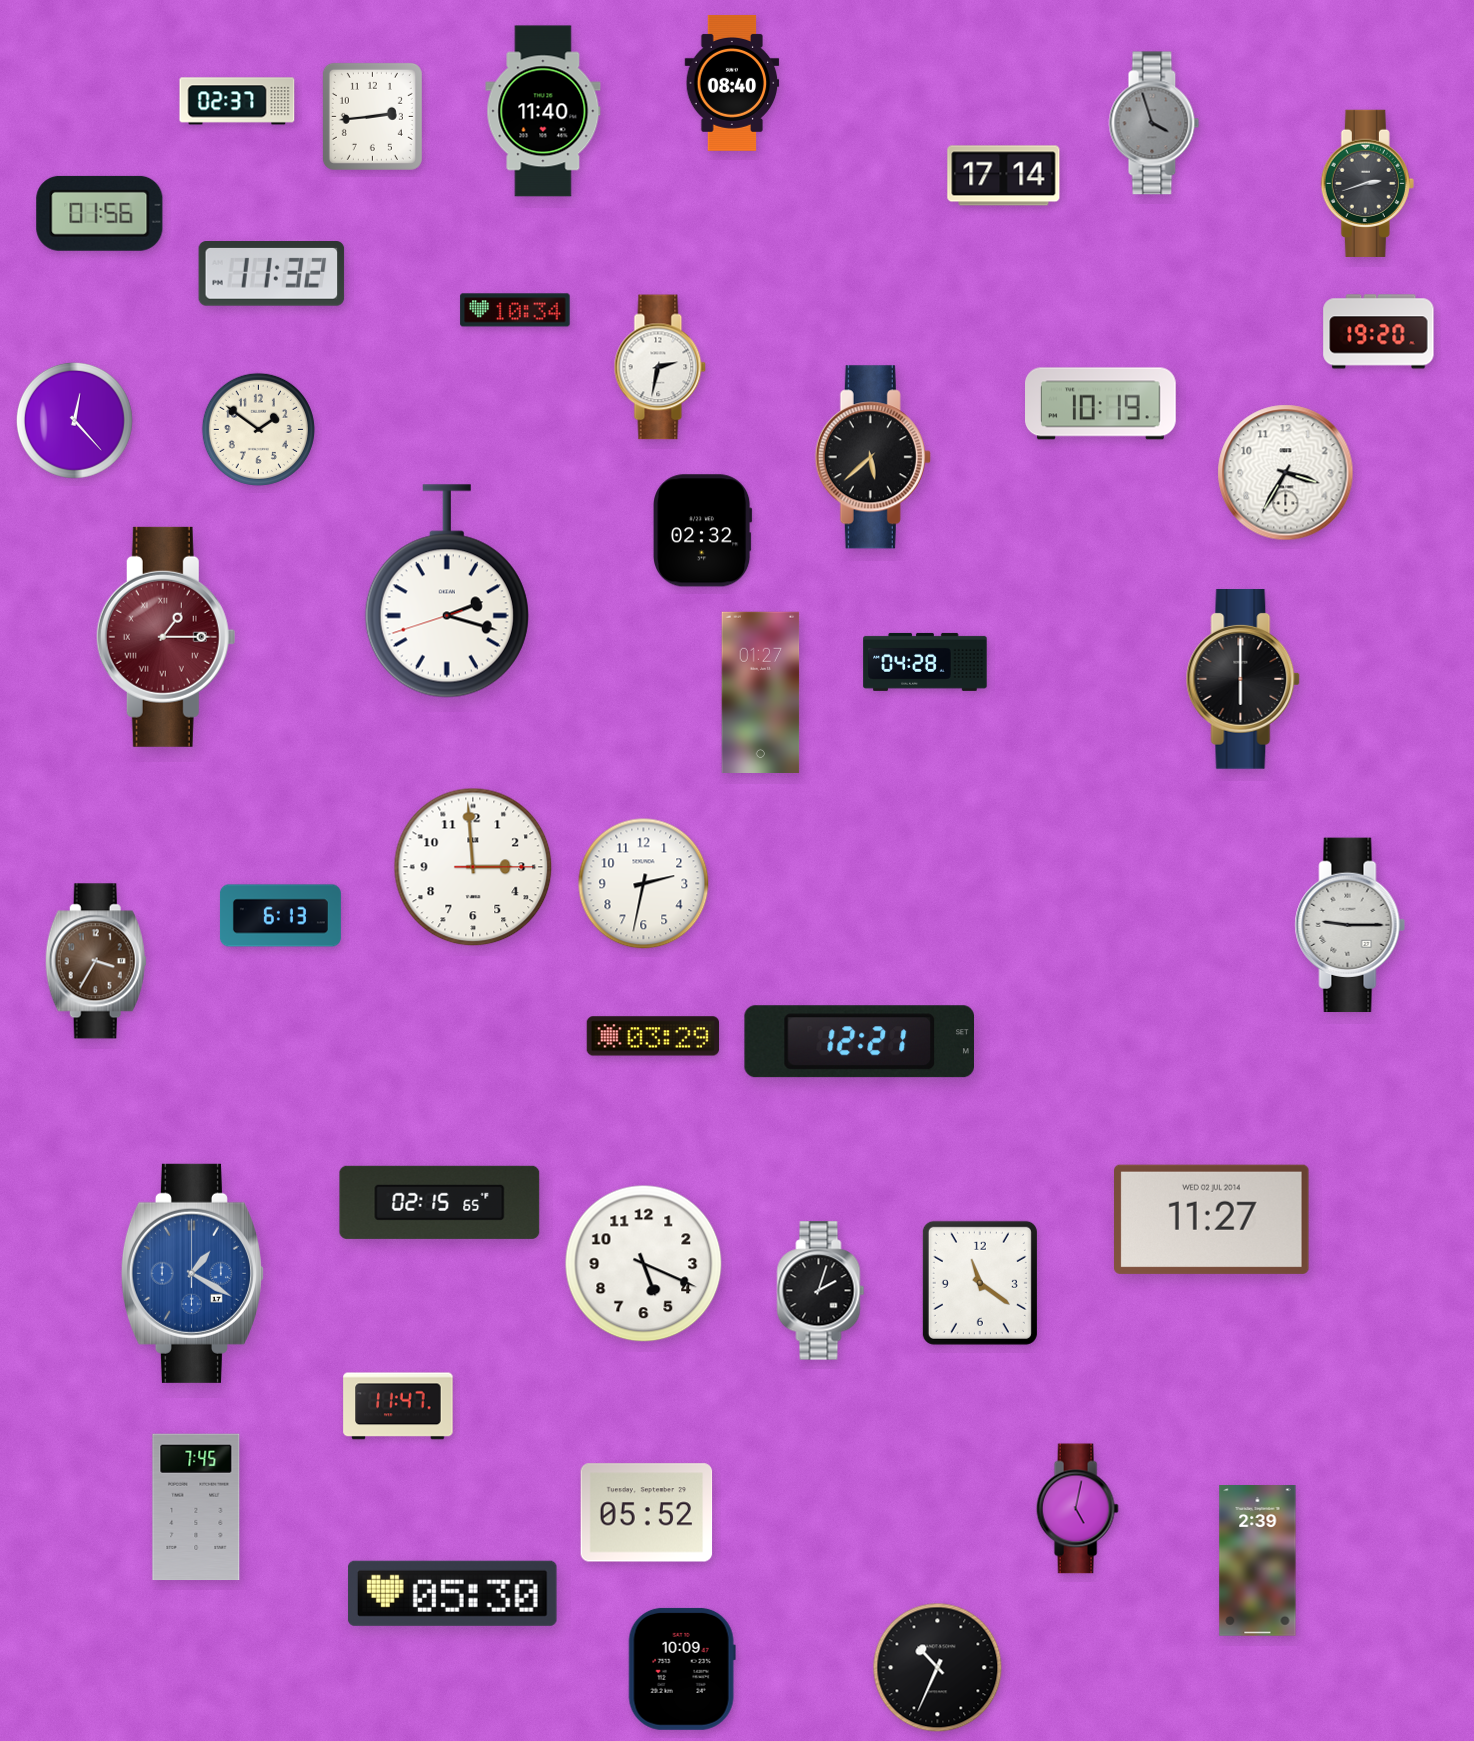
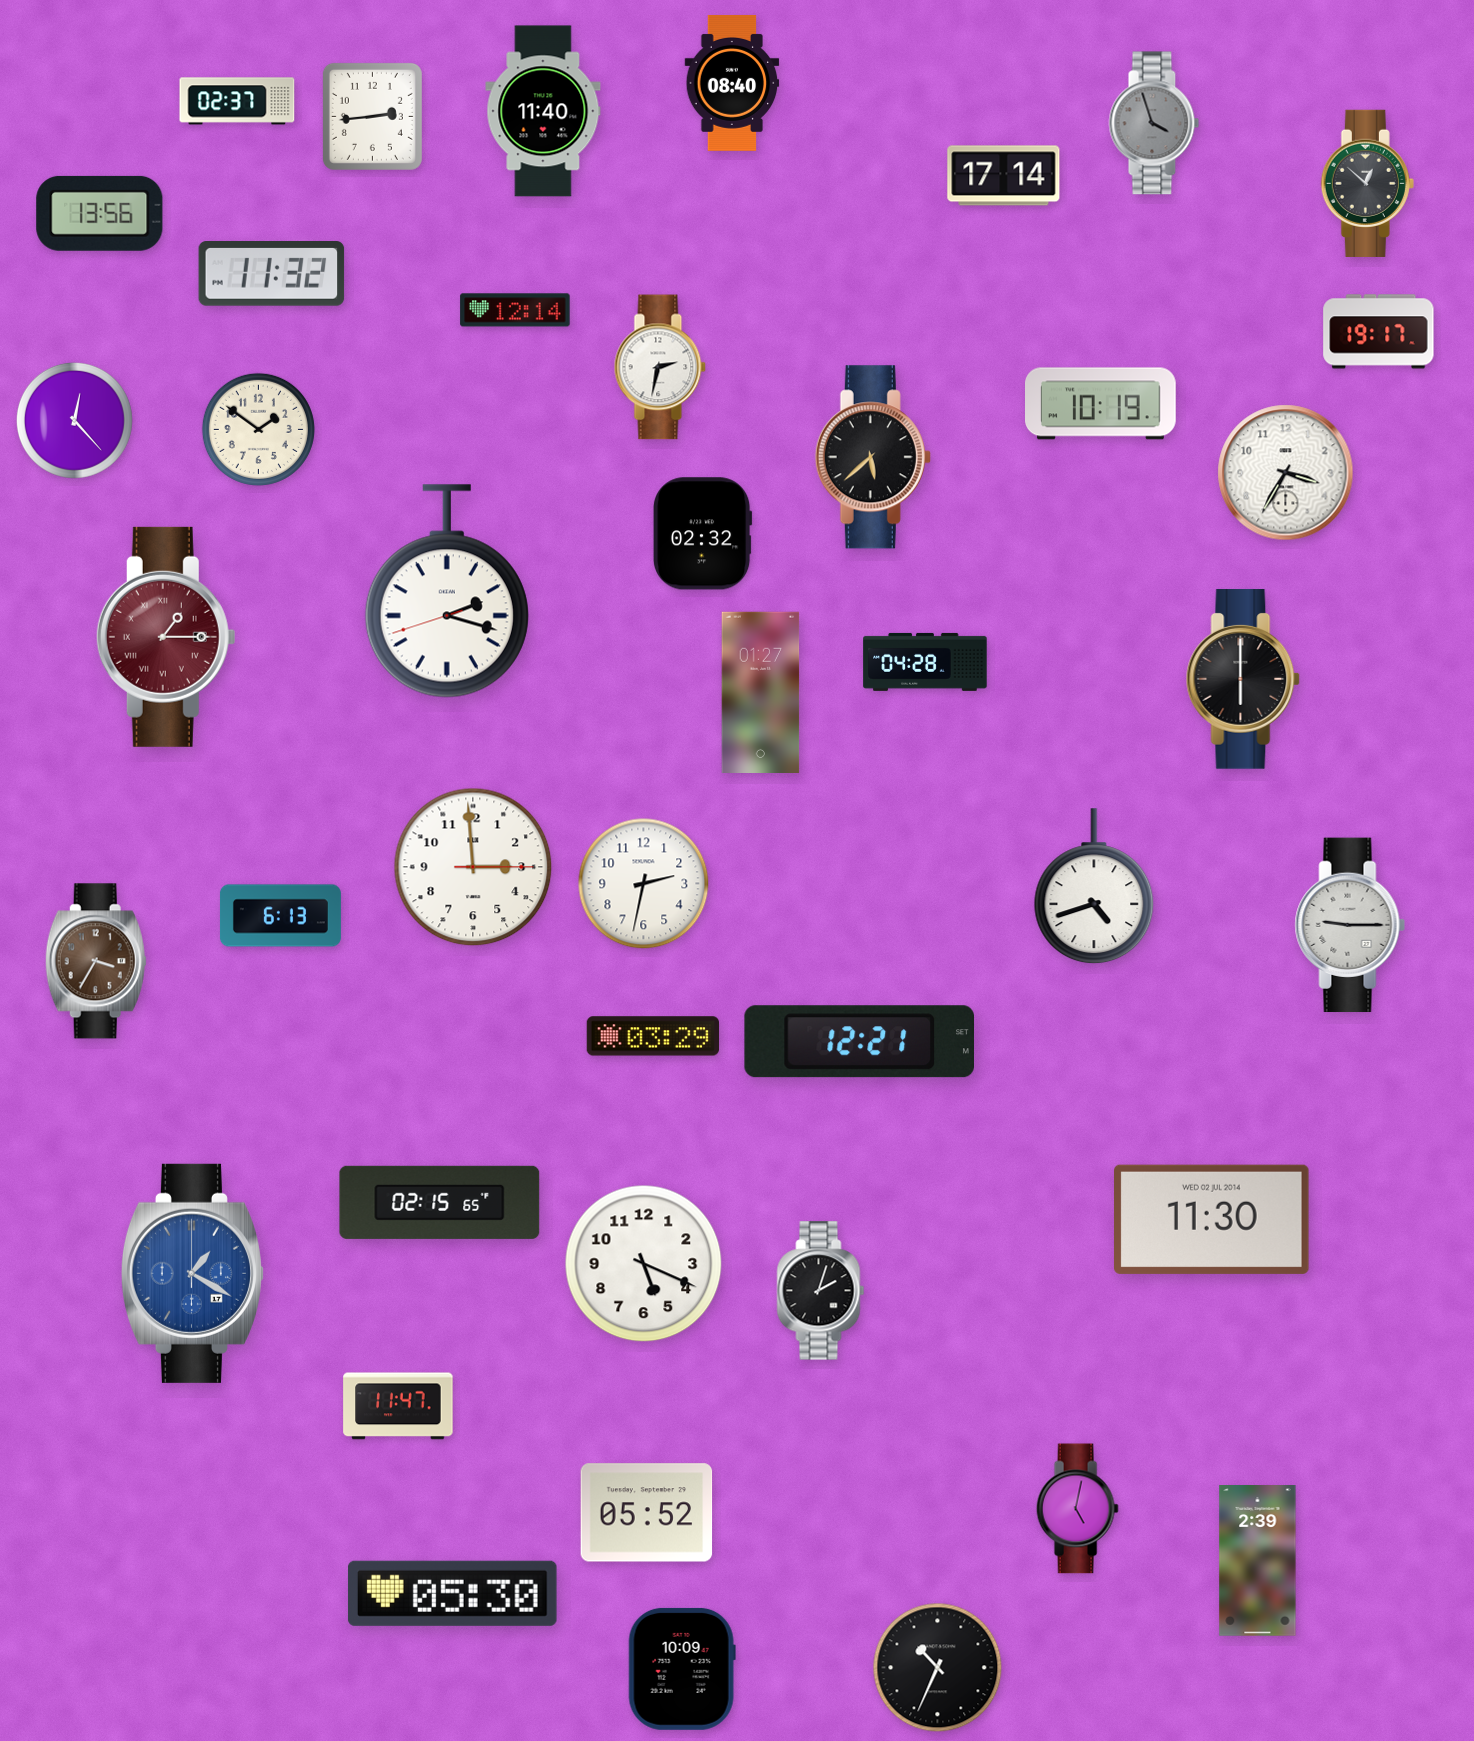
clock at (1367, 183): 2:42 -> 12:52
clock at (100, 213): 01:56 -> 13:56
clock at (515, 310): 10:34 -> 12:14
clock at (1379, 332): 19:20 -> 19:17
clock at (702, 531) position: (702, 531) -> (702, 534)
clock at (1094, 887): none -> 4:42
clock at (1212, 1219): 11:27 -> 11:30
clock at (980, 1283): 11:21 -> none
clock at (196, 1507): 7:45 -> none
